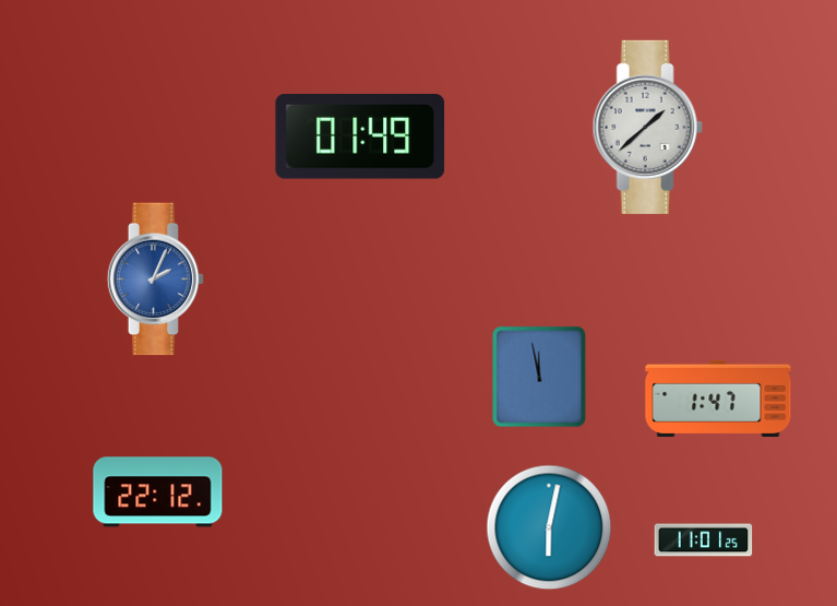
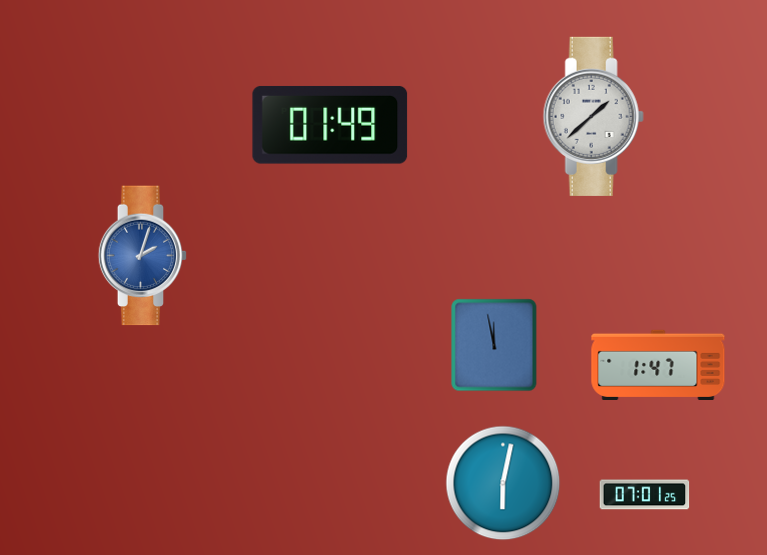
clock at (156, 280): 2:04 -> 2:03
clock at (158, 492): 22:12 -> none
clock at (704, 540): 11:01 -> 07:01
